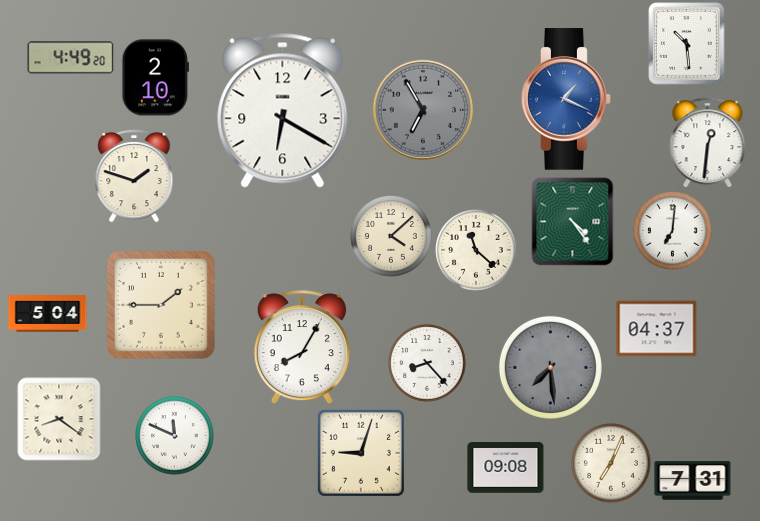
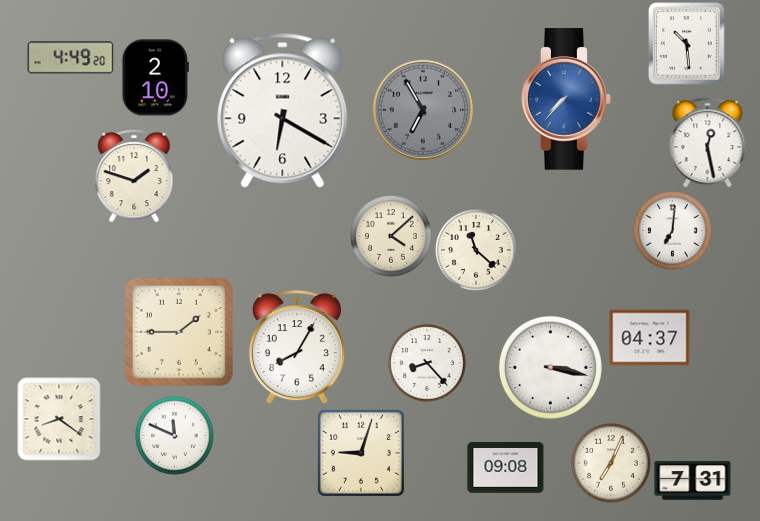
clock at (566, 99): 1:19 -> 7:37
clock at (708, 143): 12:31 -> 12:28
clock at (573, 222): 4:24 -> none
clock at (161, 305) position: (161, 305) -> (179, 332)
clock at (48, 314): 5:04 -> none
clock at (657, 329) position: (657, 329) -> (650, 338)
clock at (302, 348) position: (302, 348) -> (297, 348)
clock at (550, 367): 7:29 -> 3:17
clock at (550, 367) dial: grey -> white
